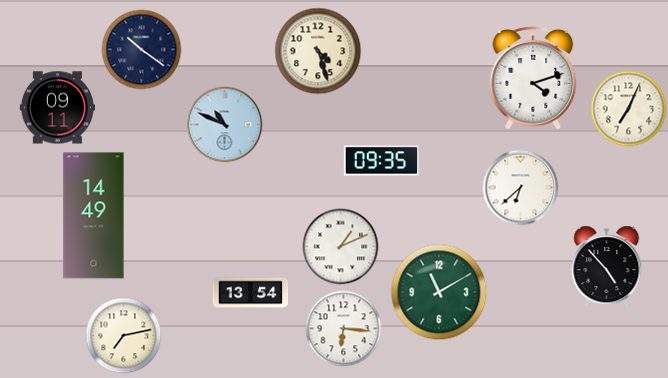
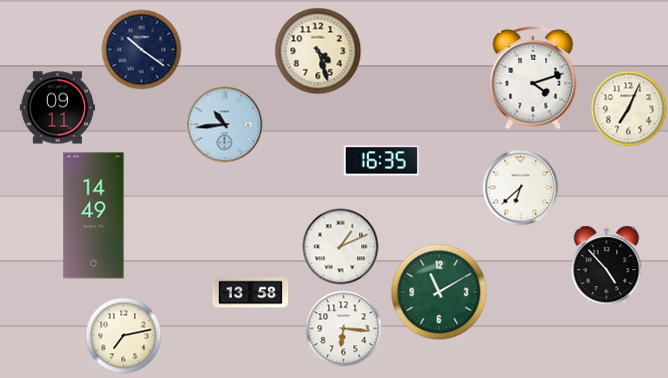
clock at (225, 125): 10:49 -> 10:44
clock at (381, 161): 09:35 -> 16:35
clock at (251, 293): 13:54 -> 13:58
